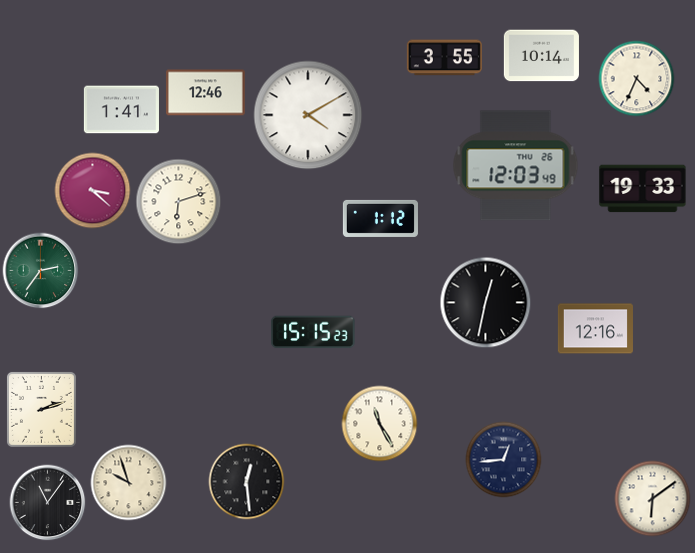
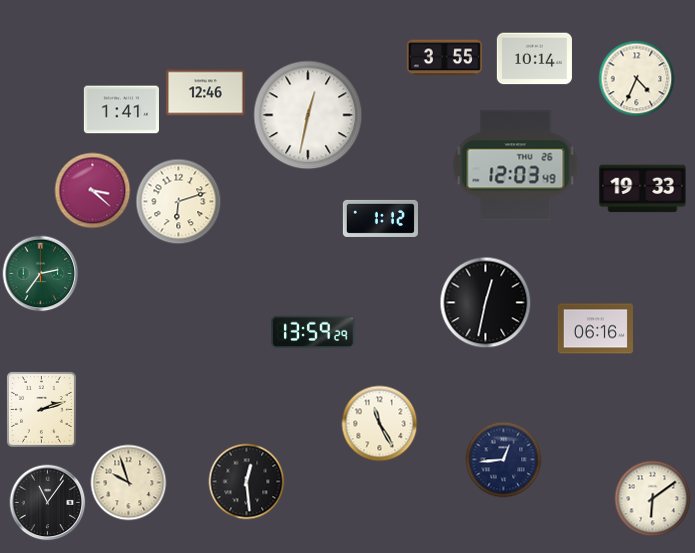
clock at (541, 56) position: (541, 56) -> (534, 59)
clock at (308, 115): 4:10 -> 12:32
clock at (41, 271) position: (41, 271) -> (41, 274)
clock at (595, 329): 12:16 -> 06:16
clock at (313, 332): 15:15 -> 13:59
